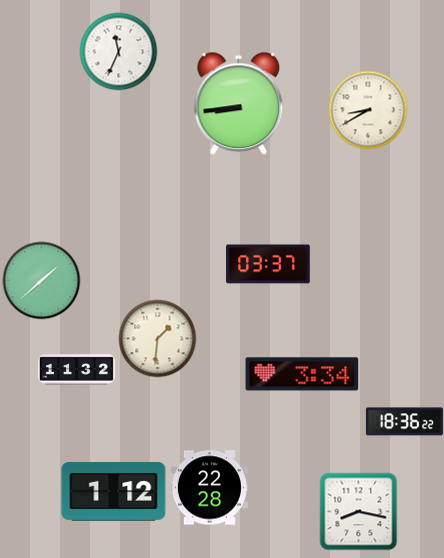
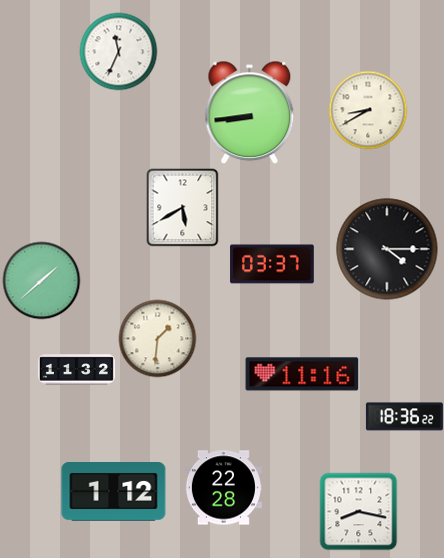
clock at (239, 103) position: (239, 103) -> (250, 112)
clock at (183, 207): none -> 5:40
clock at (387, 249): none -> 4:15
clock at (268, 264) position: (268, 264) -> (272, 264)
clock at (302, 374): 3:34 -> 11:16
clock at (404, 422) position: (404, 422) -> (404, 417)
clock at (209, 488) position: (209, 488) -> (223, 488)
